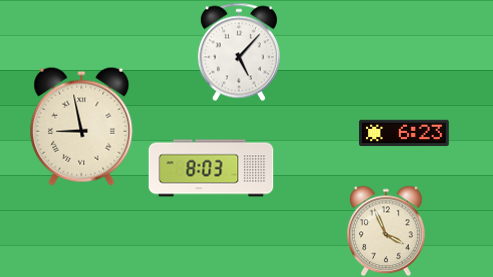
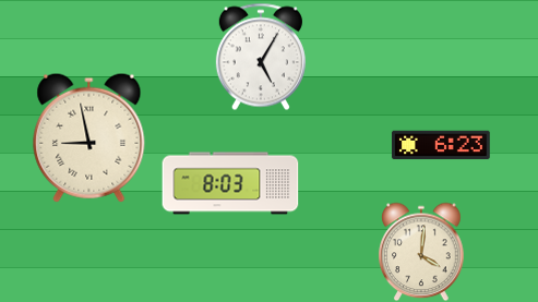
clock at (239, 52): 5:07 -> 5:05
clock at (386, 231): 3:56 -> 4:01
